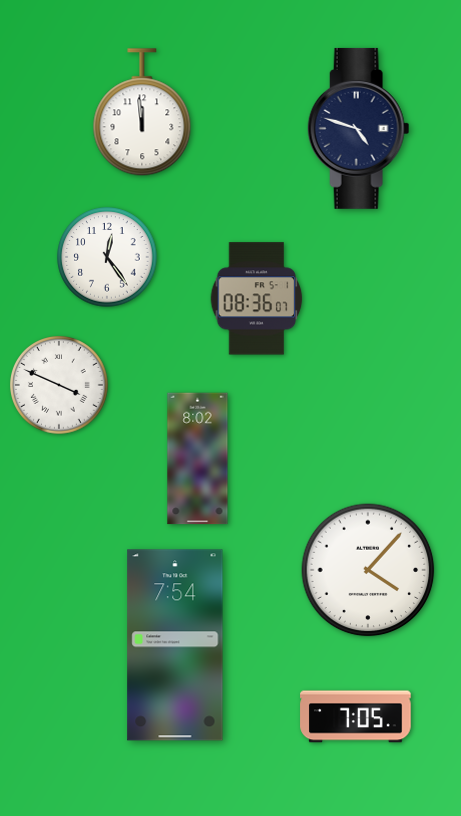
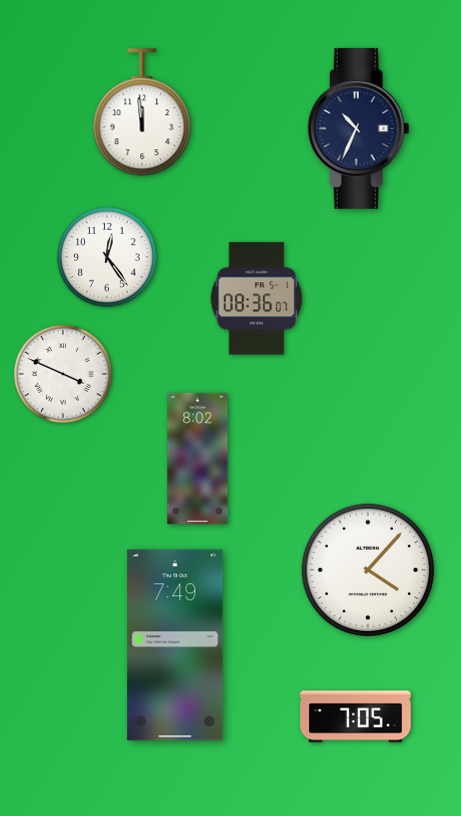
clock at (359, 128): 4:48 -> 10:34
clock at (60, 386) position: (60, 386) -> (64, 375)
clock at (175, 645): 7:54 -> 7:49
